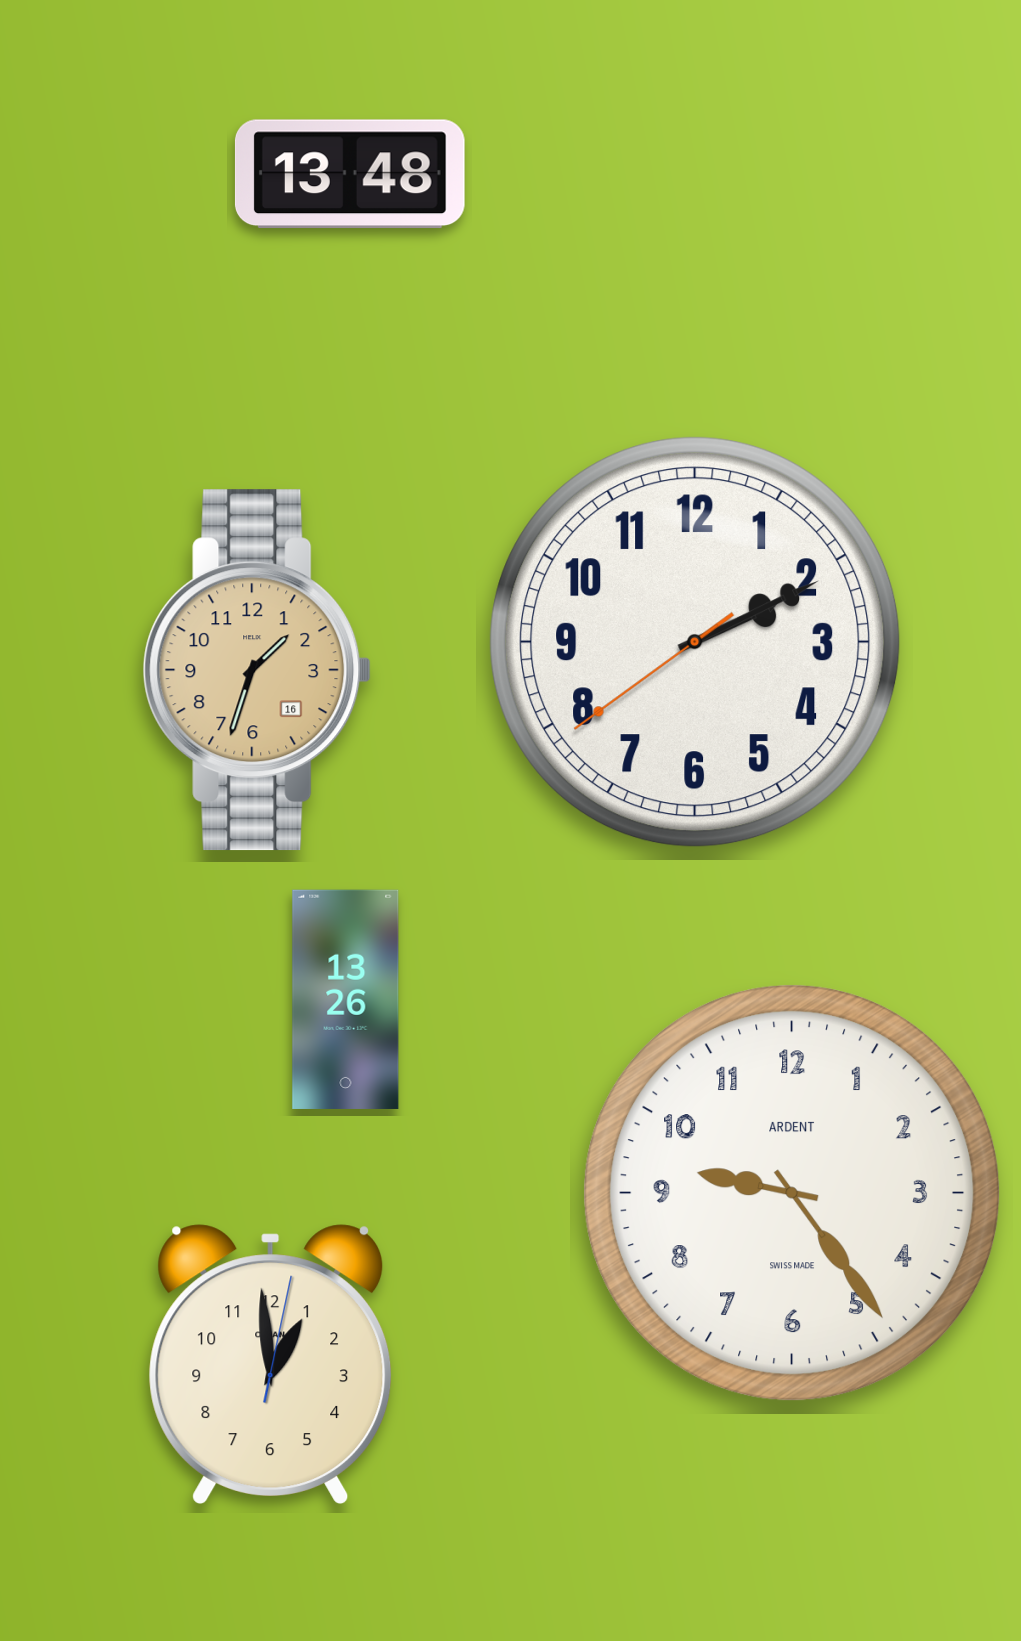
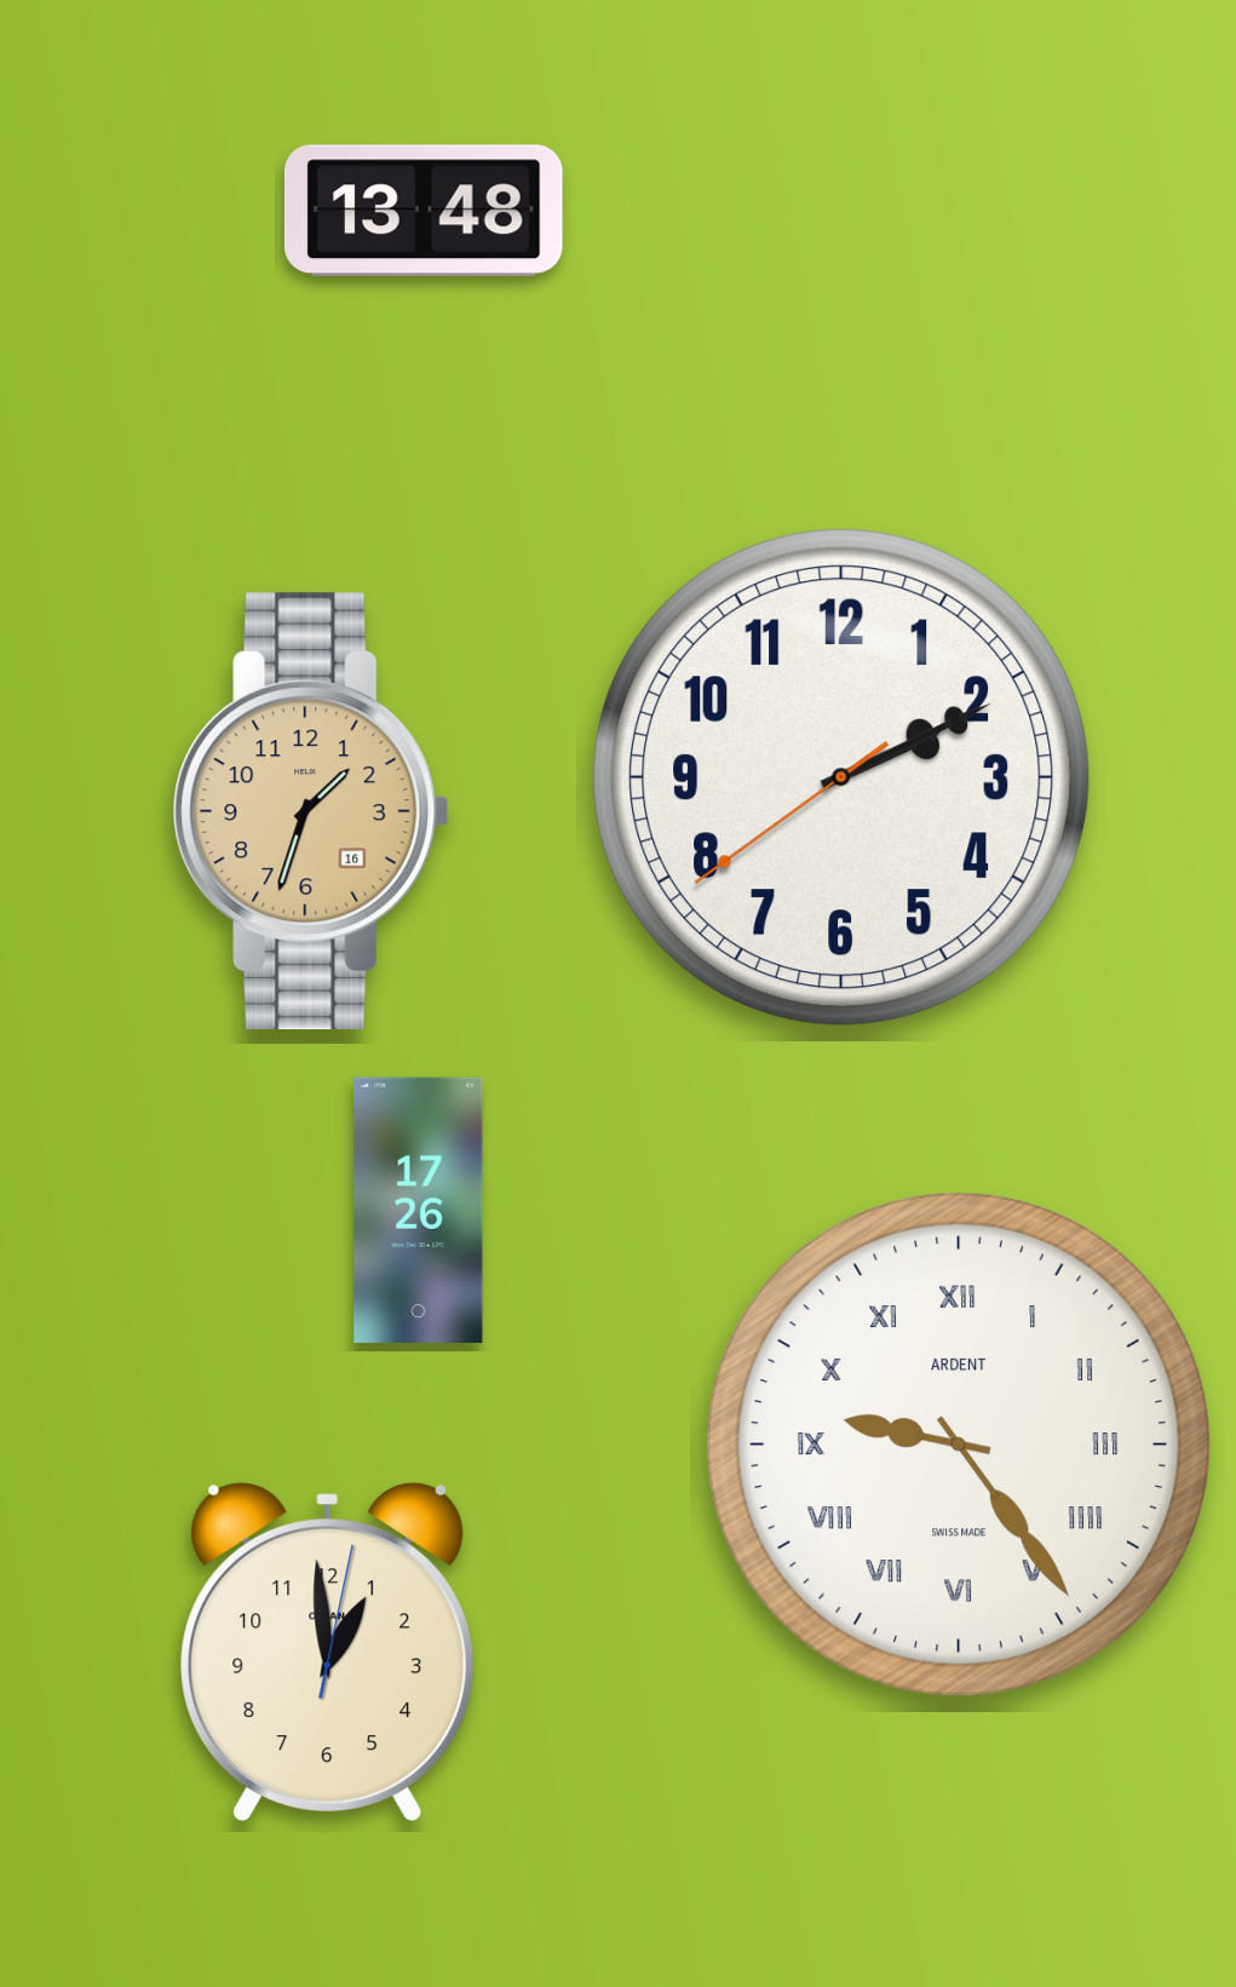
clock at (346, 999): 13:26 -> 17:26
clock at (792, 1193) numerals: Arabic -> Roman
